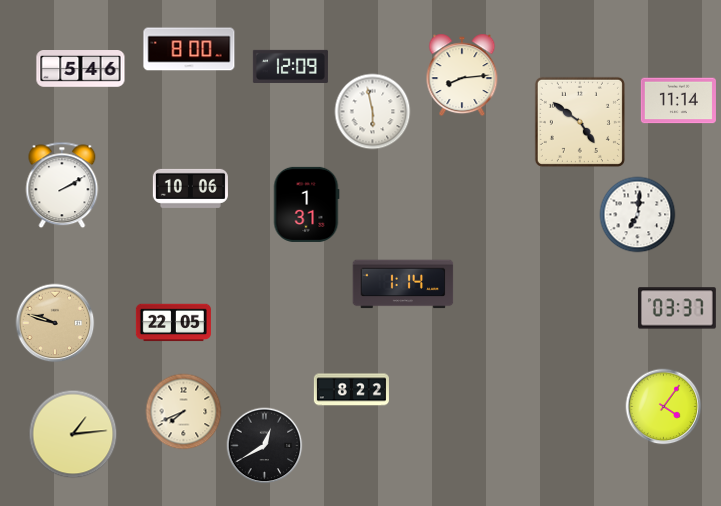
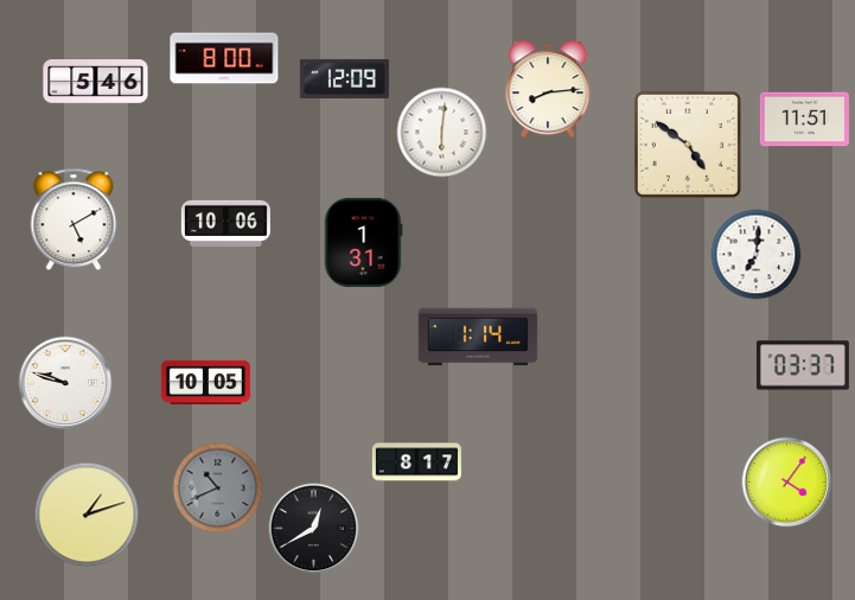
clock at (678, 101): 11:14 -> 11:51
clock at (373, 112): 5:58 -> 6:01
clock at (62, 185): 2:10 -> 5:10
clock at (55, 323) dial: champagne -> white
clock at (173, 323): 22:05 -> 10:05
clock at (351, 390): 8:22 -> 8:17
clock at (184, 412): 7:41 -> 10:41
clock at (184, 412) dial: cream -> grey
clock at (73, 434): 1:14 -> 1:12
